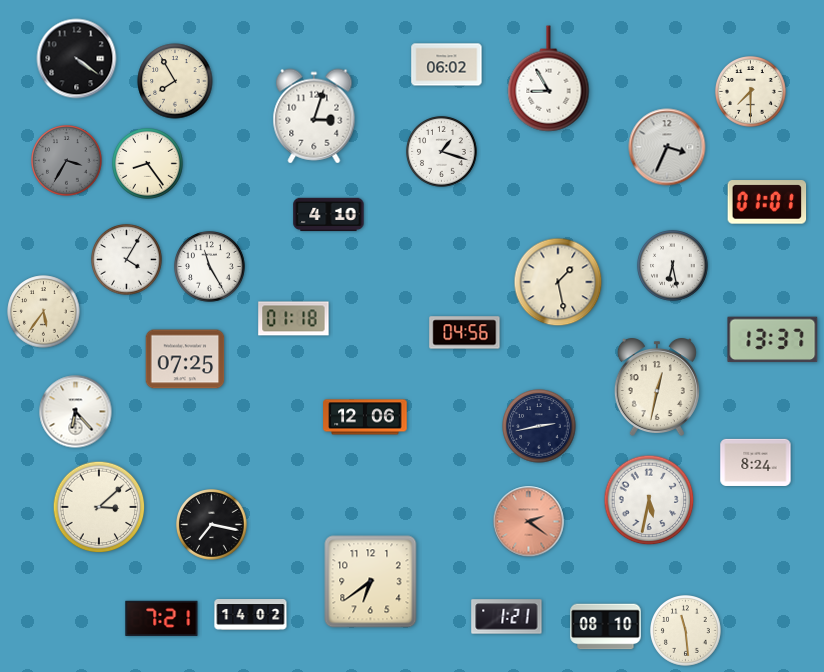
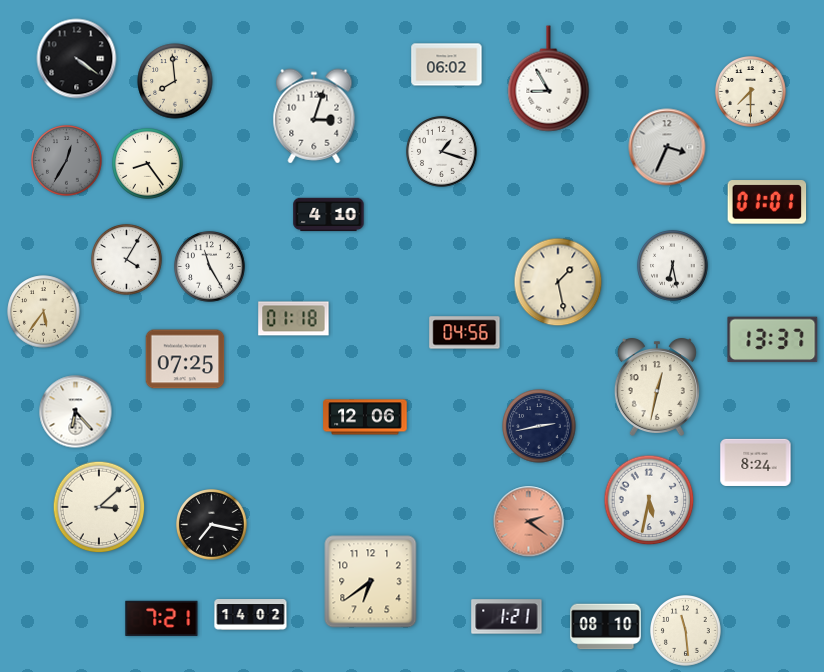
clock at (175, 81): 7:55 -> 7:59
clock at (67, 161): 3:35 -> 12:35
